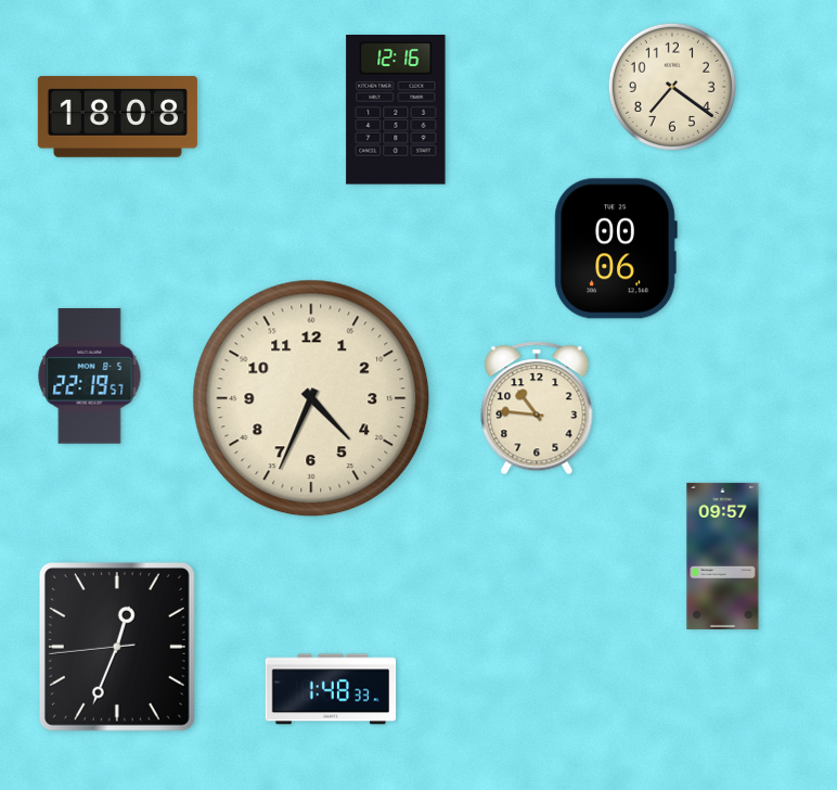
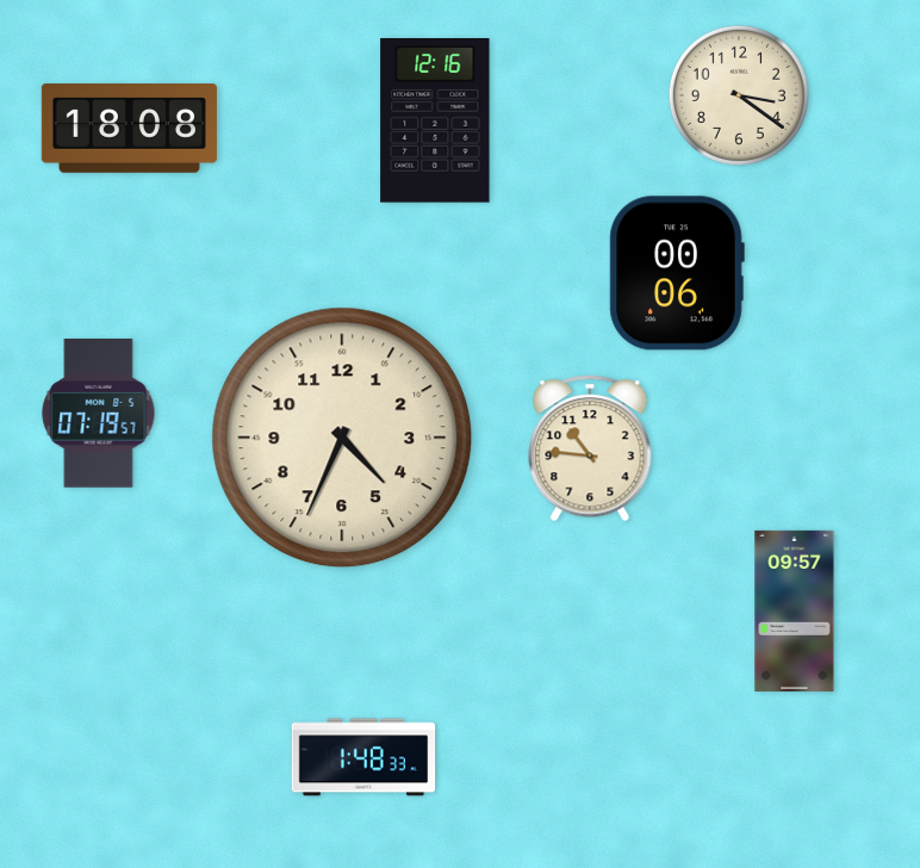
clock at (672, 87): 7:21 -> 3:21
clock at (90, 377): 22:19 -> 07:19
clock at (117, 647): 12:33 -> none
